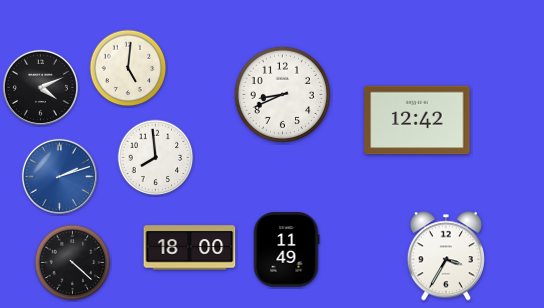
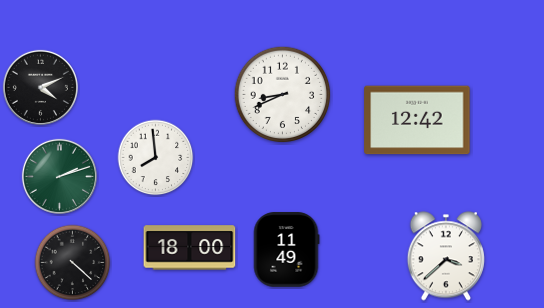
clock at (128, 68): 5:01 -> none
clock at (59, 176) dial: blue -> green
clock at (446, 256): 3:35 -> 3:38
